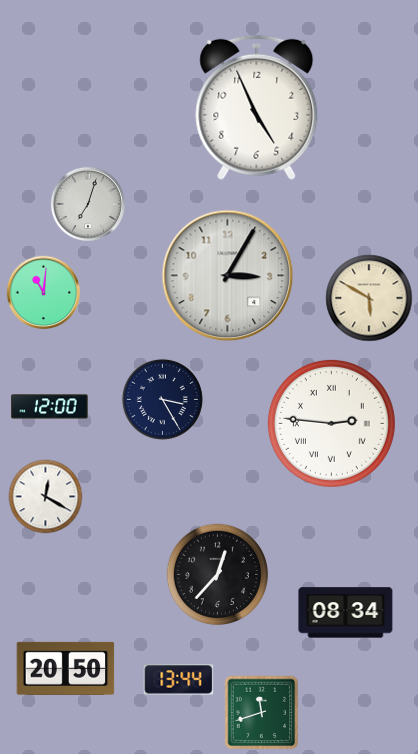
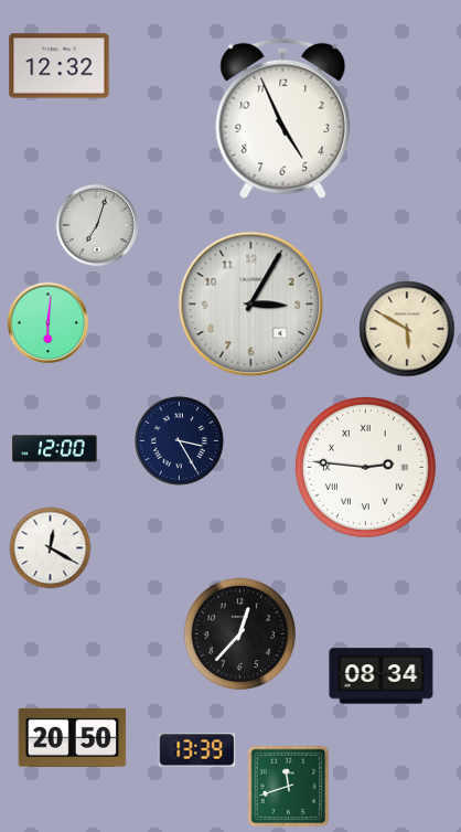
clock at (60, 66): none -> 12:32
clock at (44, 293): 11:01 -> 6:01
clock at (179, 680): 13:44 -> 13:39
